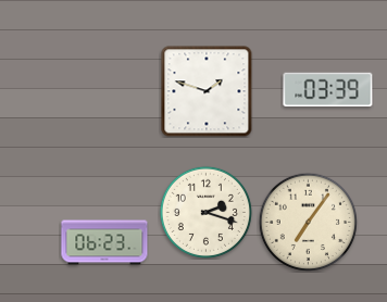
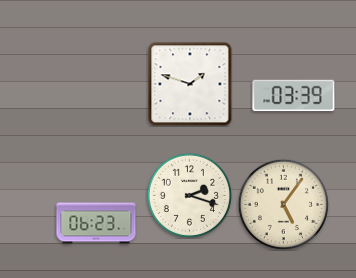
clock at (328, 90) position: (328, 90) -> (294, 96)
clock at (308, 222): 7:06 -> 5:06
